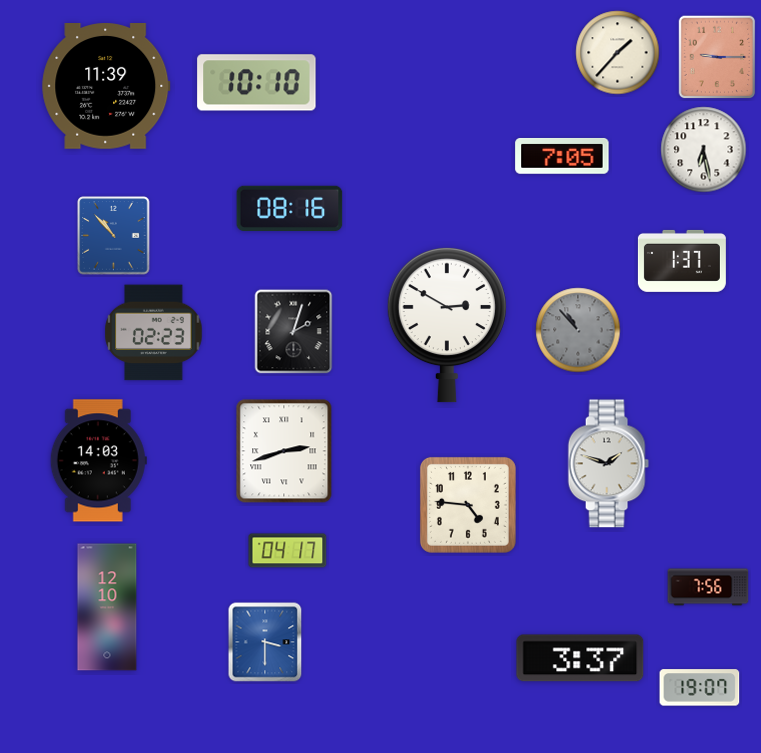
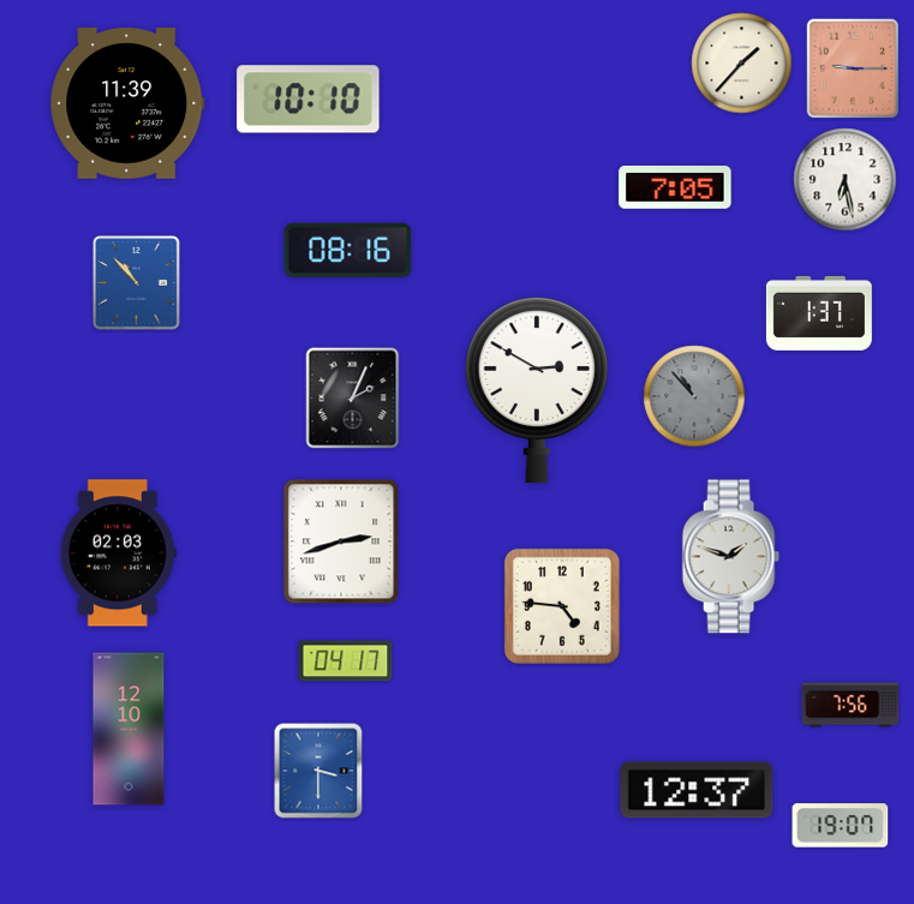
clock at (717, 57) position: (717, 57) -> (853, 68)
clock at (294, 332): 2:03 -> 2:04
clock at (154, 333): 02:23 -> none
clock at (98, 461): 14:03 -> 02:03
clock at (580, 658): 3:37 -> 12:37
